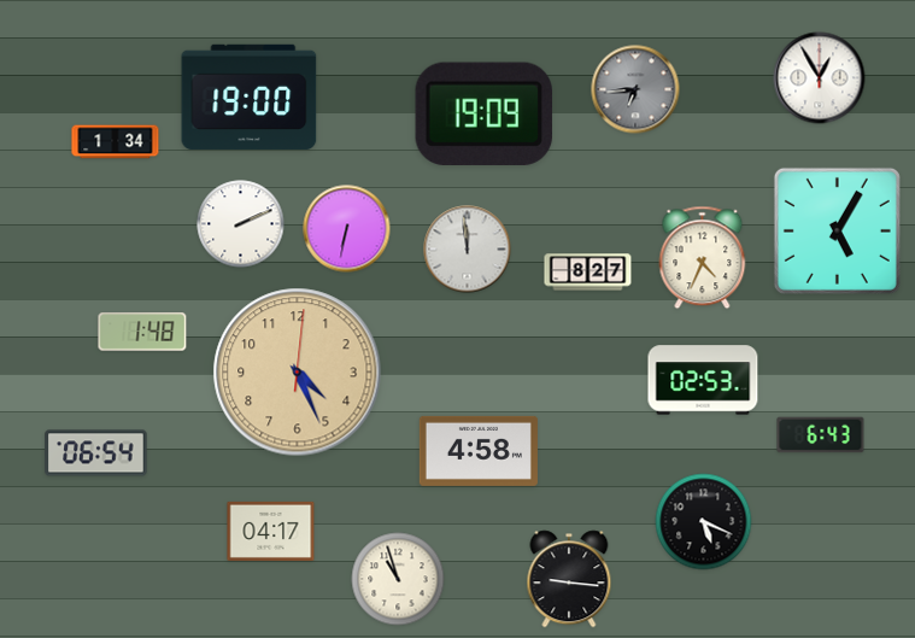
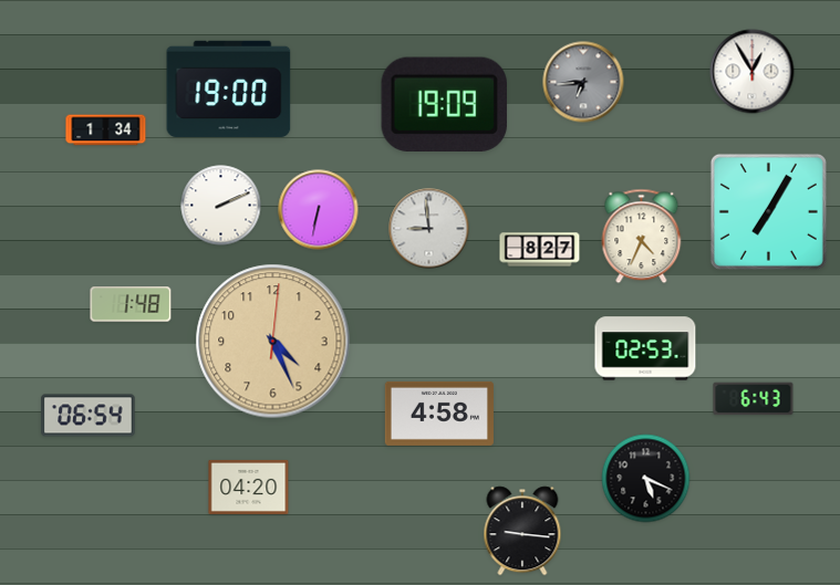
clock at (837, 230): 5:05 -> 7:05
clock at (468, 250): 11:59 -> 8:59
clock at (703, 258) position: (703, 258) -> (642, 237)
clock at (271, 531): 04:17 -> 04:20
clock at (398, 579): 10:57 -> none
